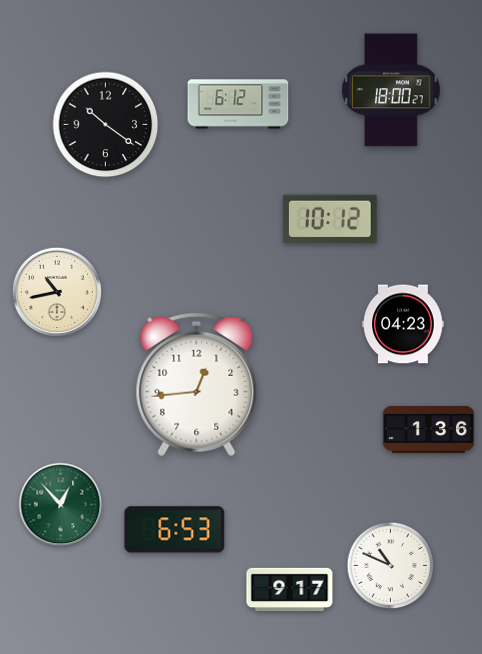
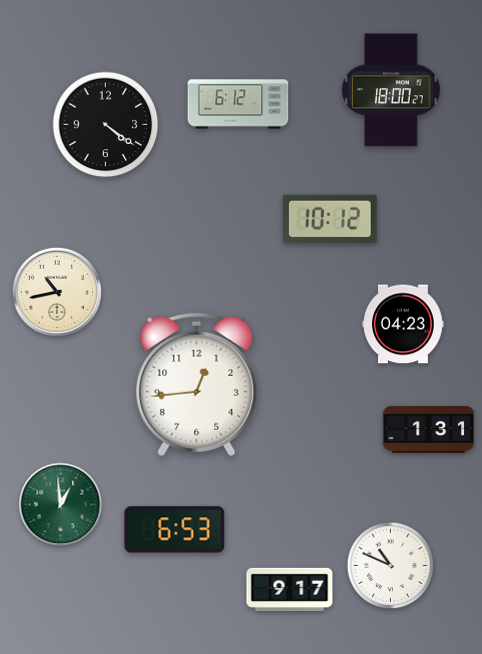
clock at (106, 125): 10:21 -> 4:21
clock at (429, 429): 1:36 -> 1:31
clock at (61, 505): 12:53 -> 12:59
